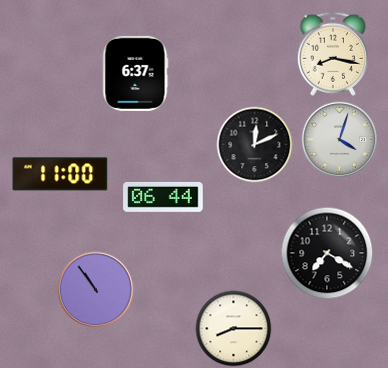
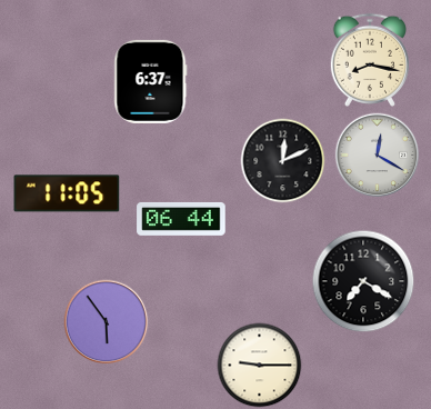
clock at (340, 140): 4:03 -> 12:20
clock at (60, 174): 11:00 -> 11:05
clock at (96, 290): 10:54 -> 5:54
clock at (234, 329): 8:15 -> 9:15
